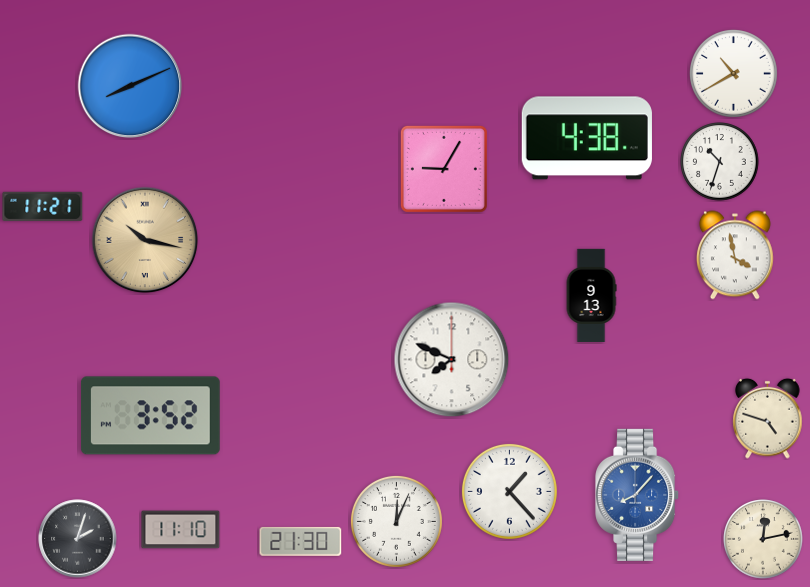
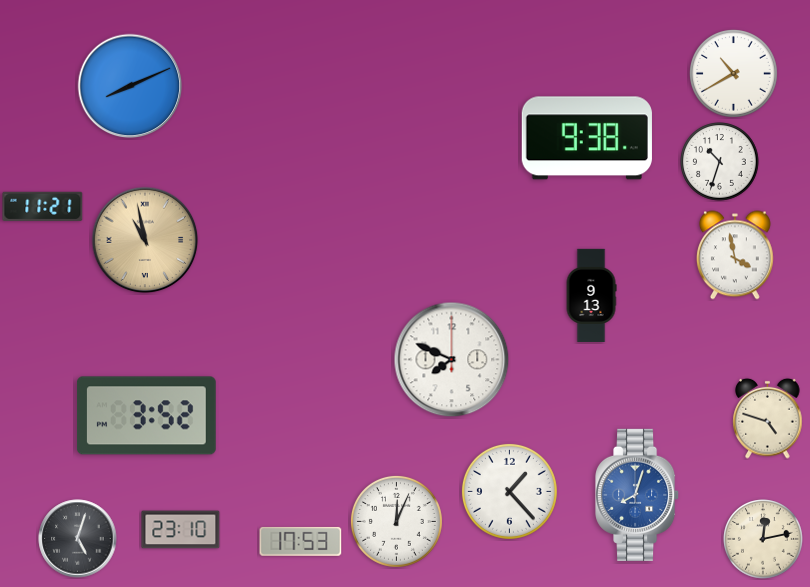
clock at (587, 138): 4:38 -> 9:38
clock at (444, 169): 9:05 -> none
clock at (145, 240): 10:17 -> 10:58
clock at (151, 416) position: (151, 416) -> (147, 416)
clock at (638, 495): 8:07 -> 8:03
clock at (181, 530): 11:10 -> 23:10
clock at (78, 539): 2:03 -> 5:03
clock at (301, 541): 21:30 -> 17:53
